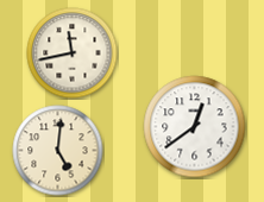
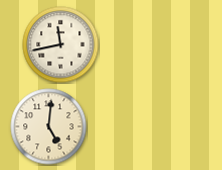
clock at (195, 127): 12:39 -> none
